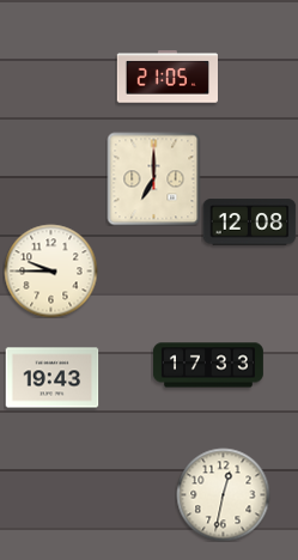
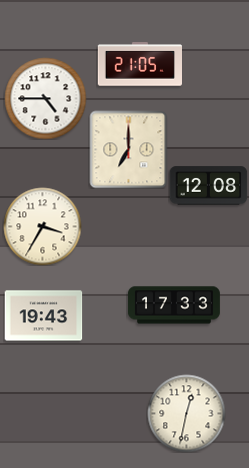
clock at (45, 98): none -> 4:45
clock at (50, 270): 9:45 -> 3:35
